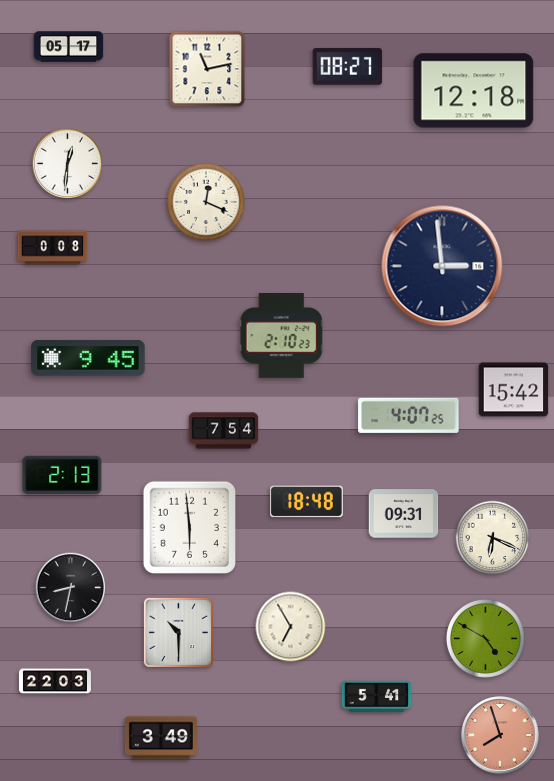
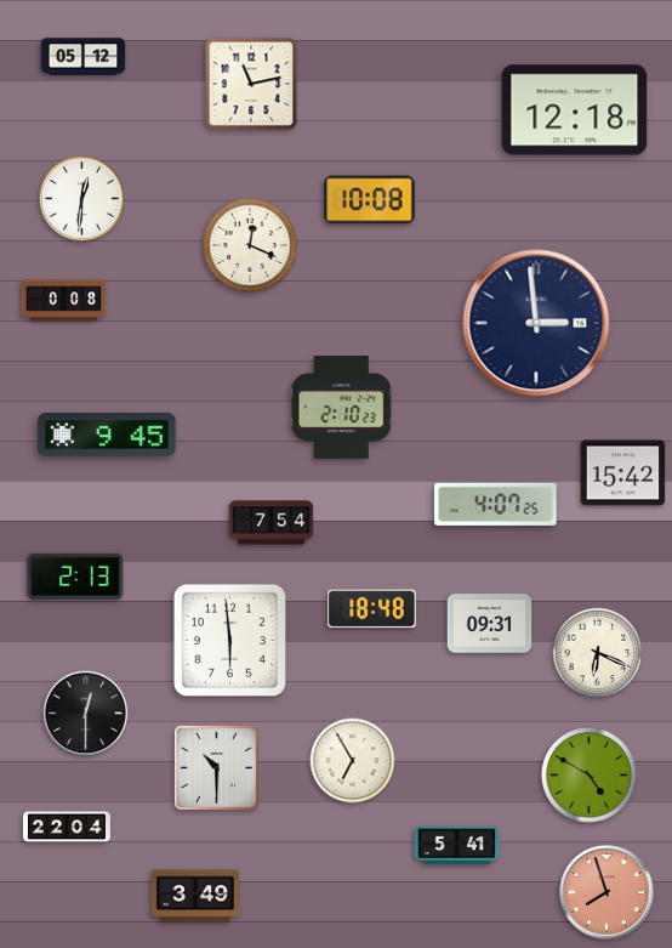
clock at (69, 47): 05:17 -> 05:12
clock at (348, 66): 08:27 -> none
clock at (370, 200): none -> 10:08
clock at (71, 588): 8:32 -> 12:30
clock at (55, 681): 22:03 -> 22:04
